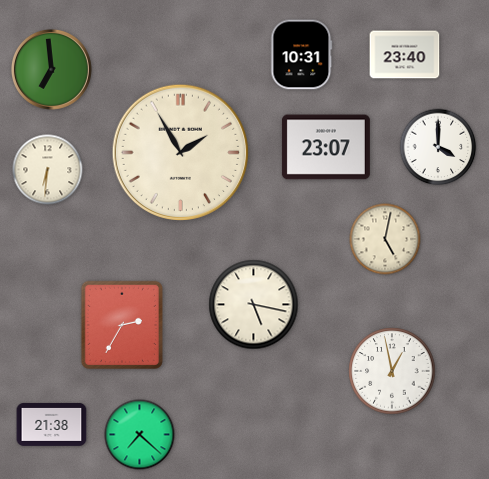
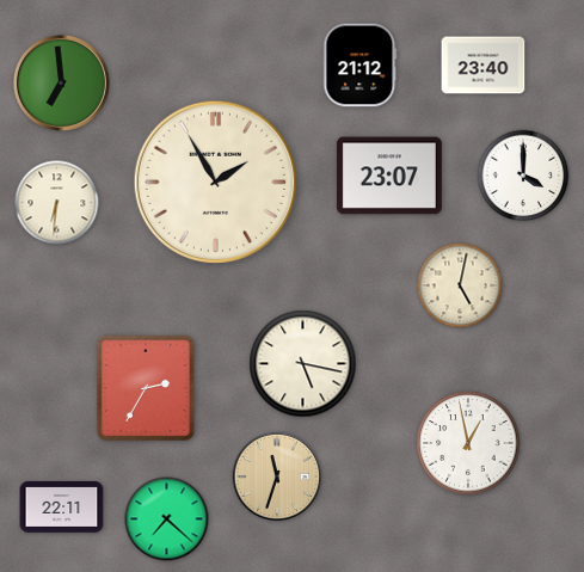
clock at (302, 55): 10:31 -> 21:12
clock at (277, 476): none -> 11:33
clock at (52, 424): 21:38 -> 22:11
